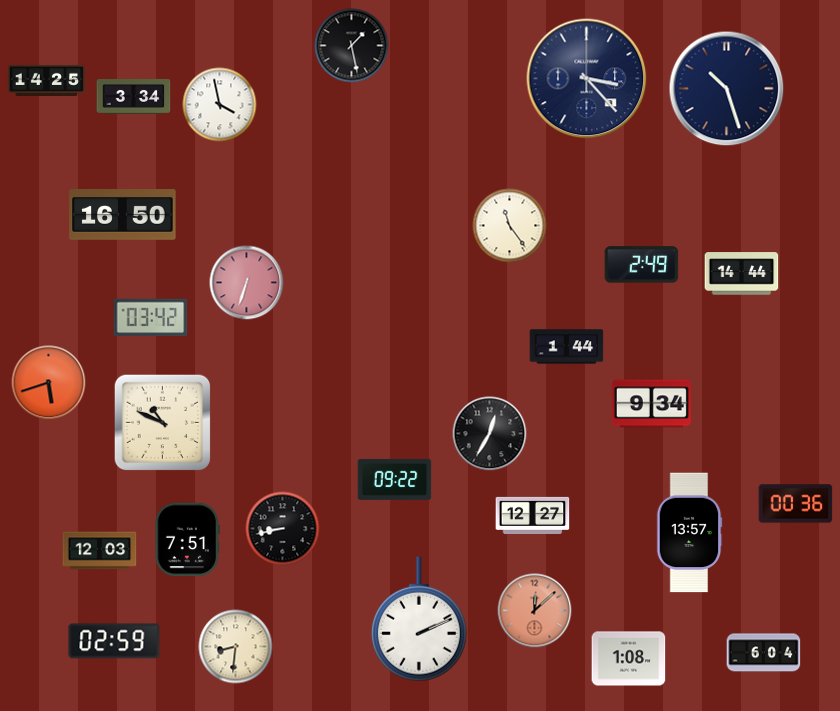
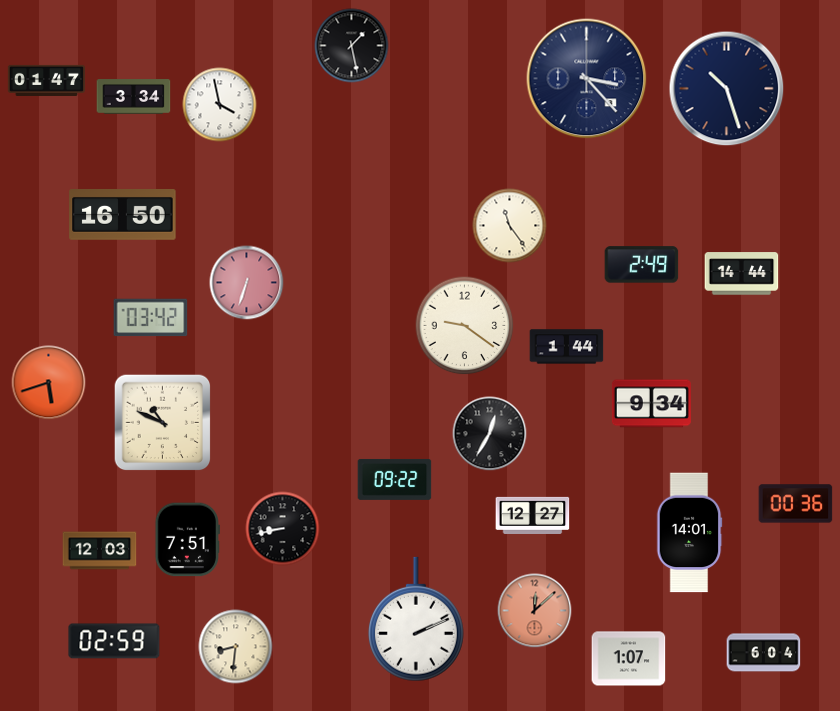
clock at (46, 80): 14:25 -> 01:47
clock at (465, 326): none -> 9:21
clock at (689, 533): 13:57 -> 14:01
clock at (419, 619) position: (419, 619) -> (416, 619)
clock at (629, 659): 1:08 -> 1:07
